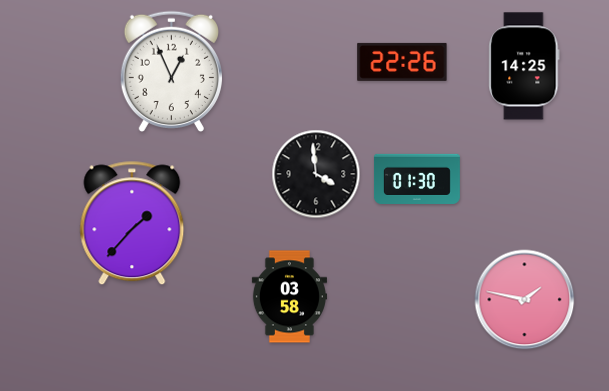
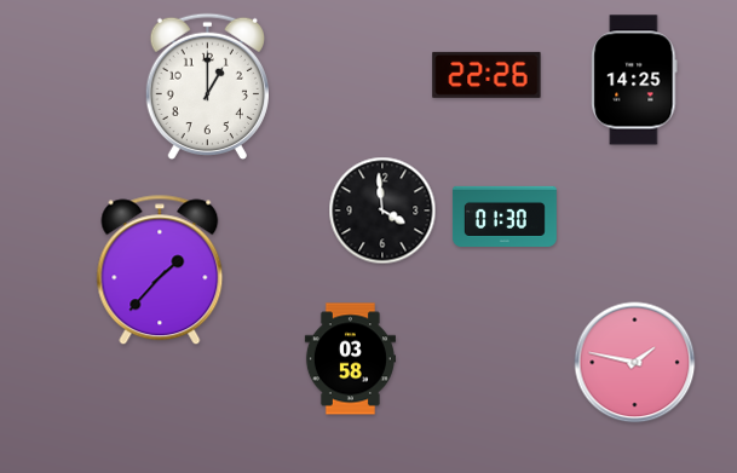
clock at (171, 71): 12:56 -> 1:00
